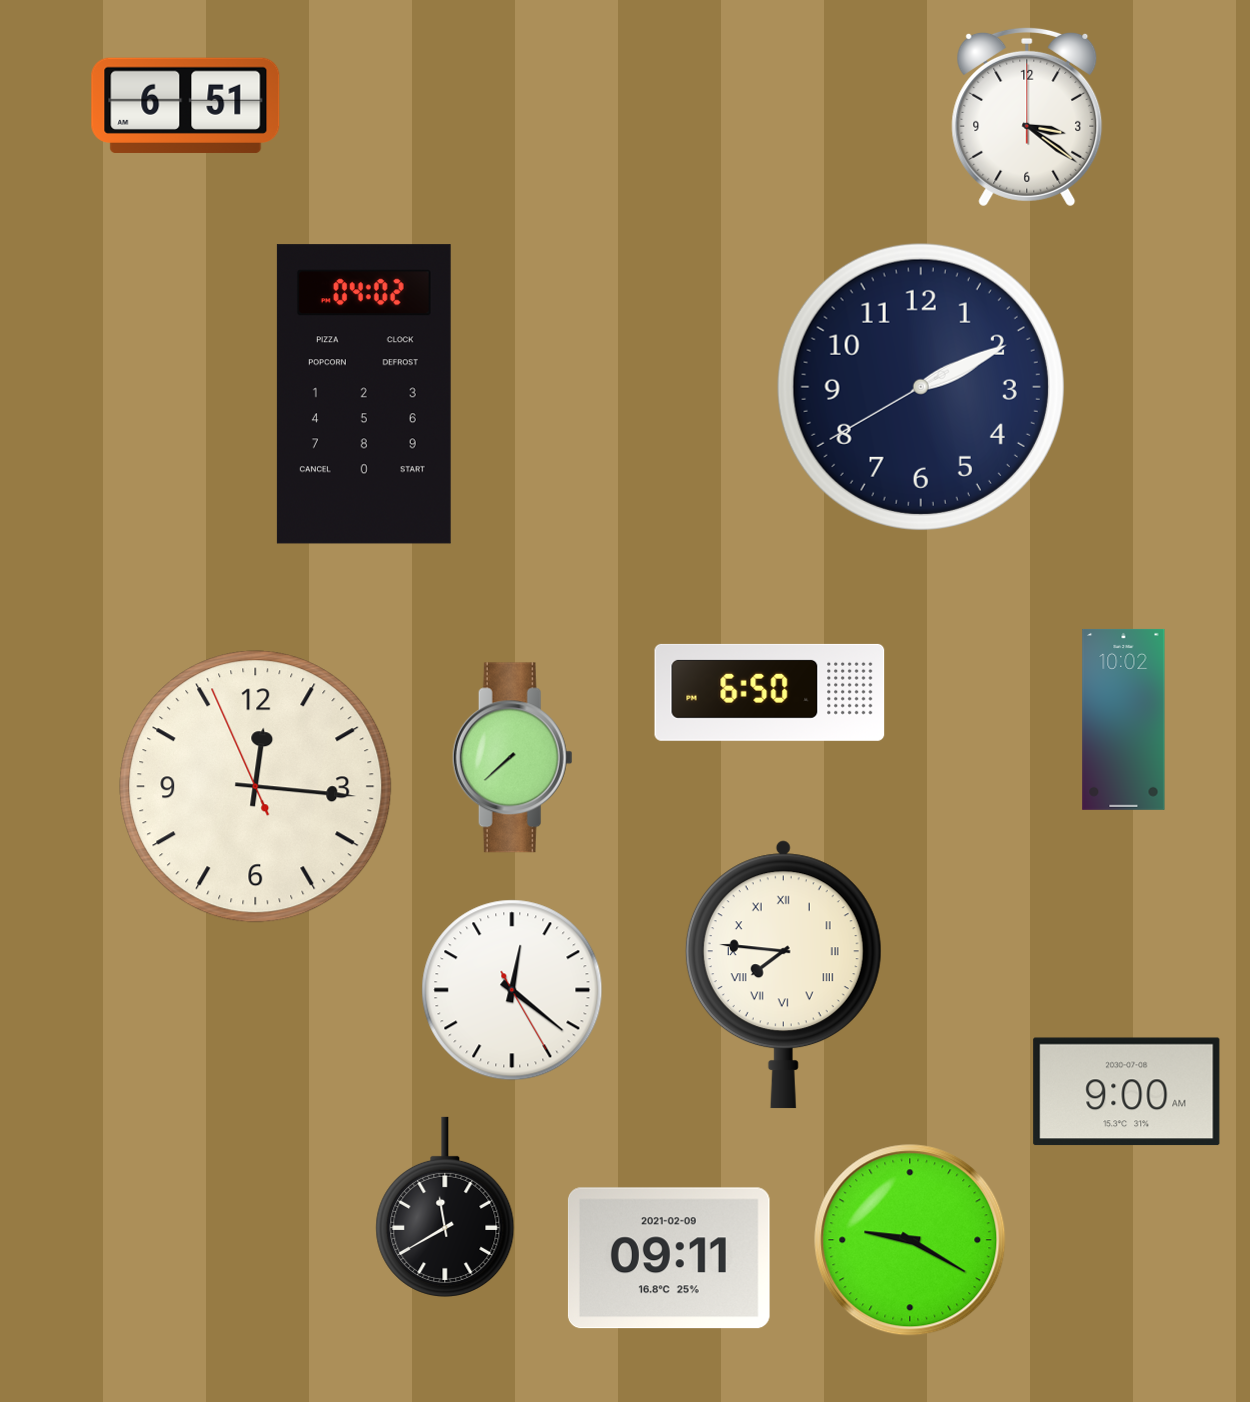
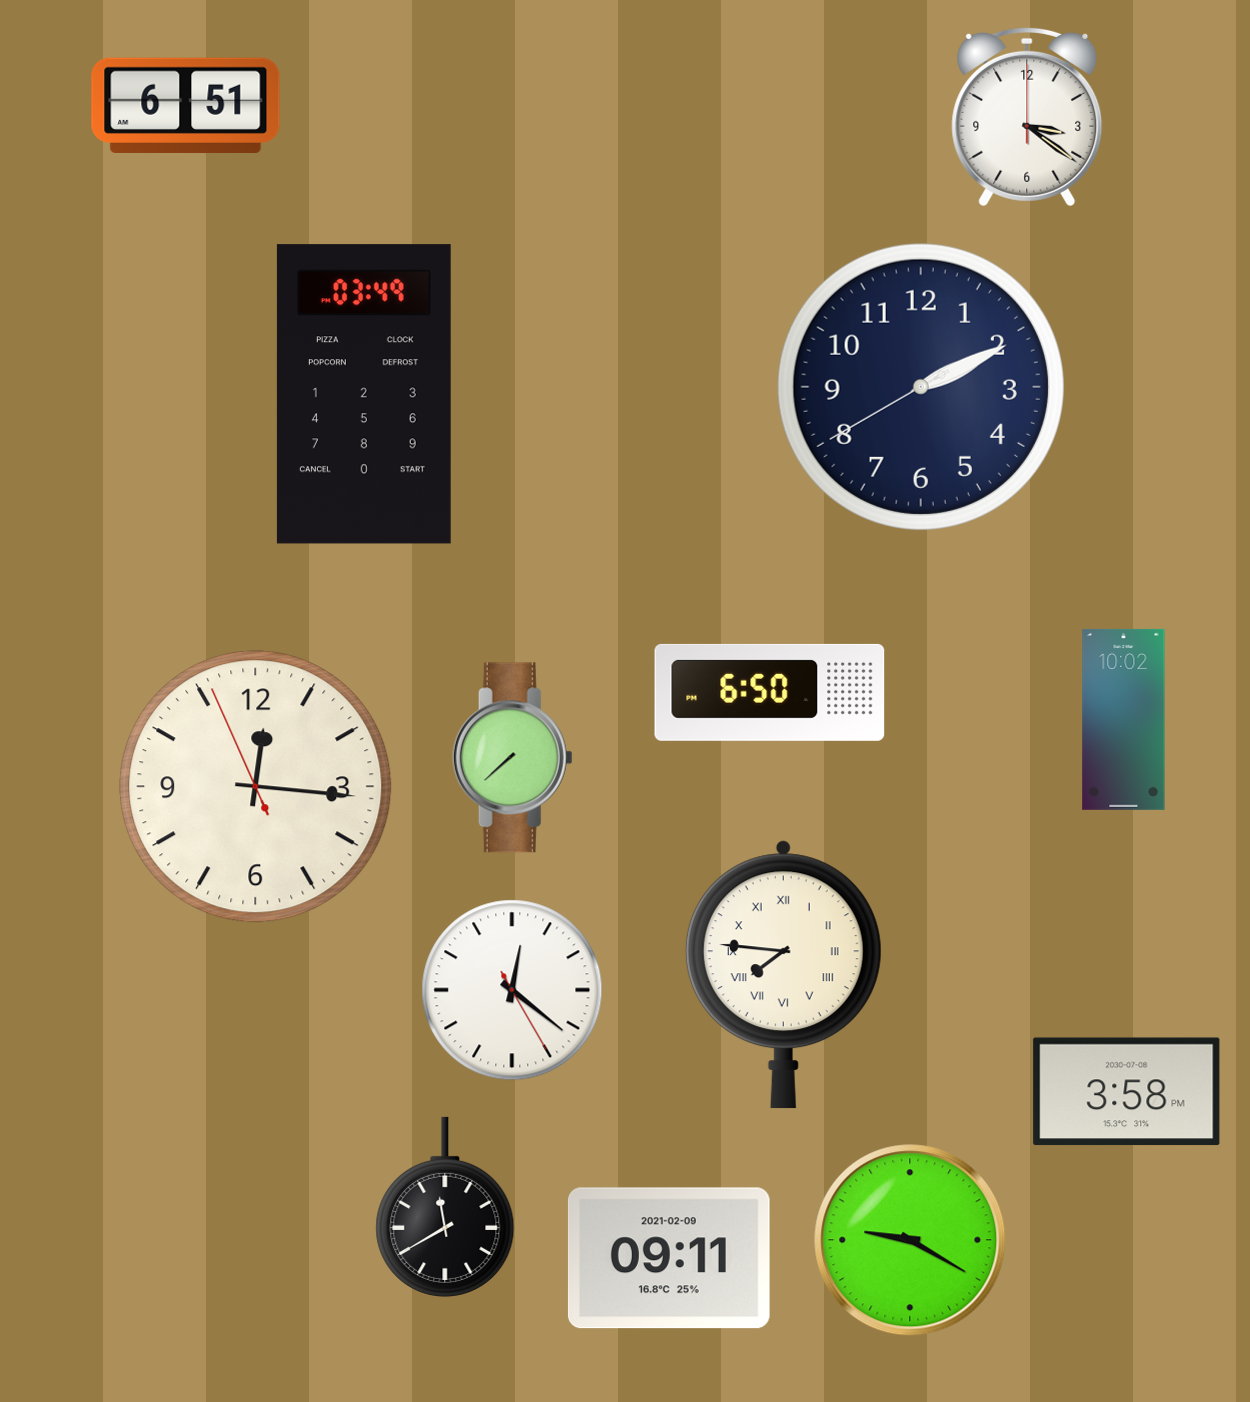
clock at (364, 394): 04:02 -> 03:49
clock at (1127, 1092): 9:00 -> 3:58
